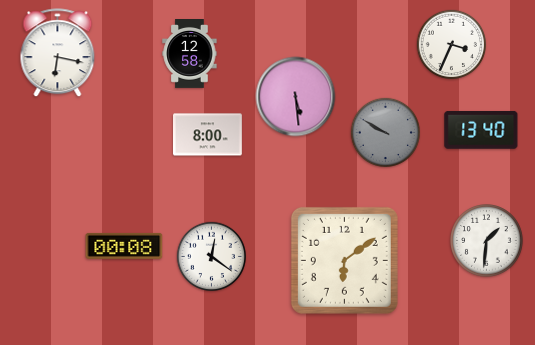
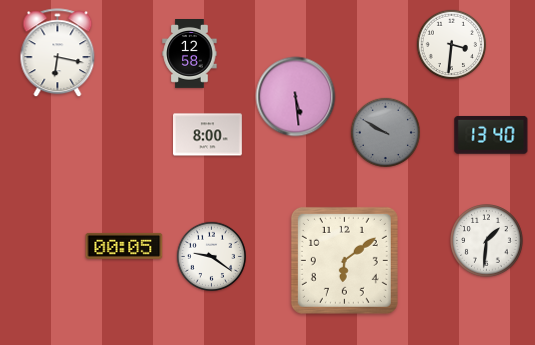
clock at (451, 44): 3:34 -> 3:31
clock at (481, 130) position: (481, 130) -> (491, 135)
clock at (124, 246): 00:08 -> 00:05
clock at (211, 256): 12:21 -> 9:21
